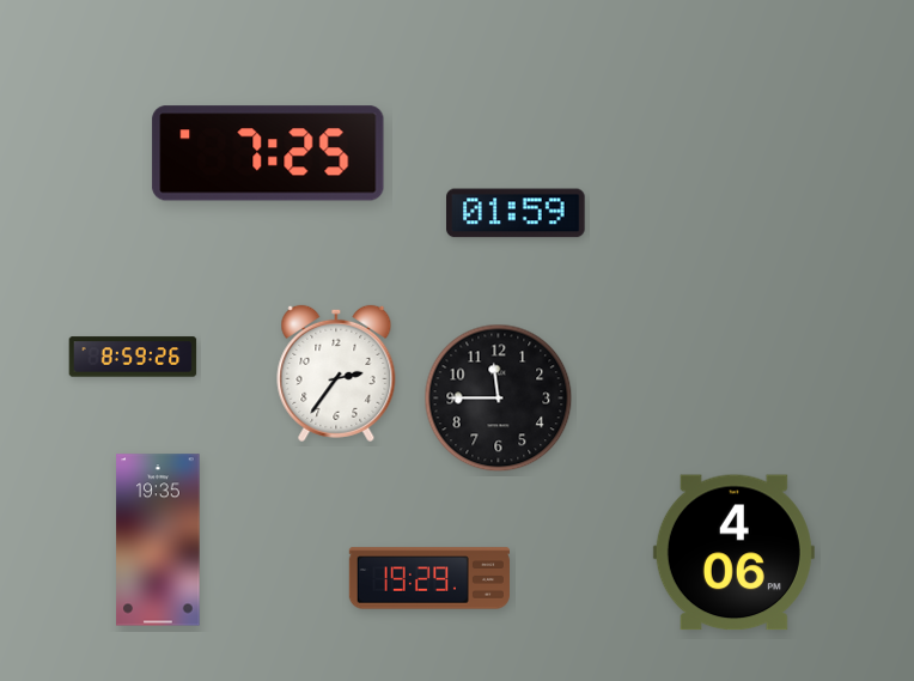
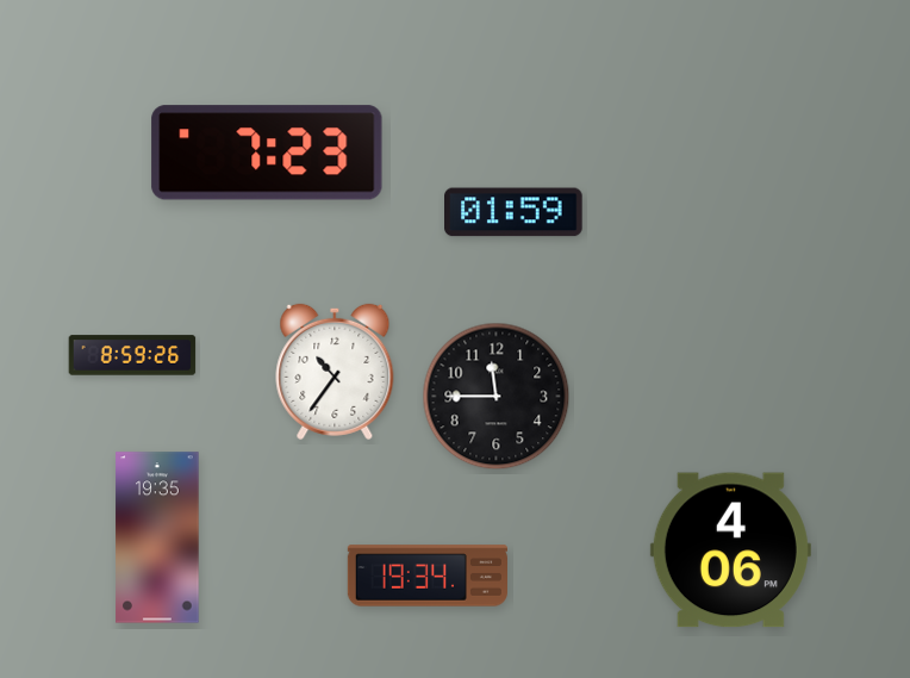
clock at (268, 153): 7:25 -> 7:23
clock at (336, 373): 2:36 -> 10:36
clock at (429, 578): 19:29 -> 19:34
